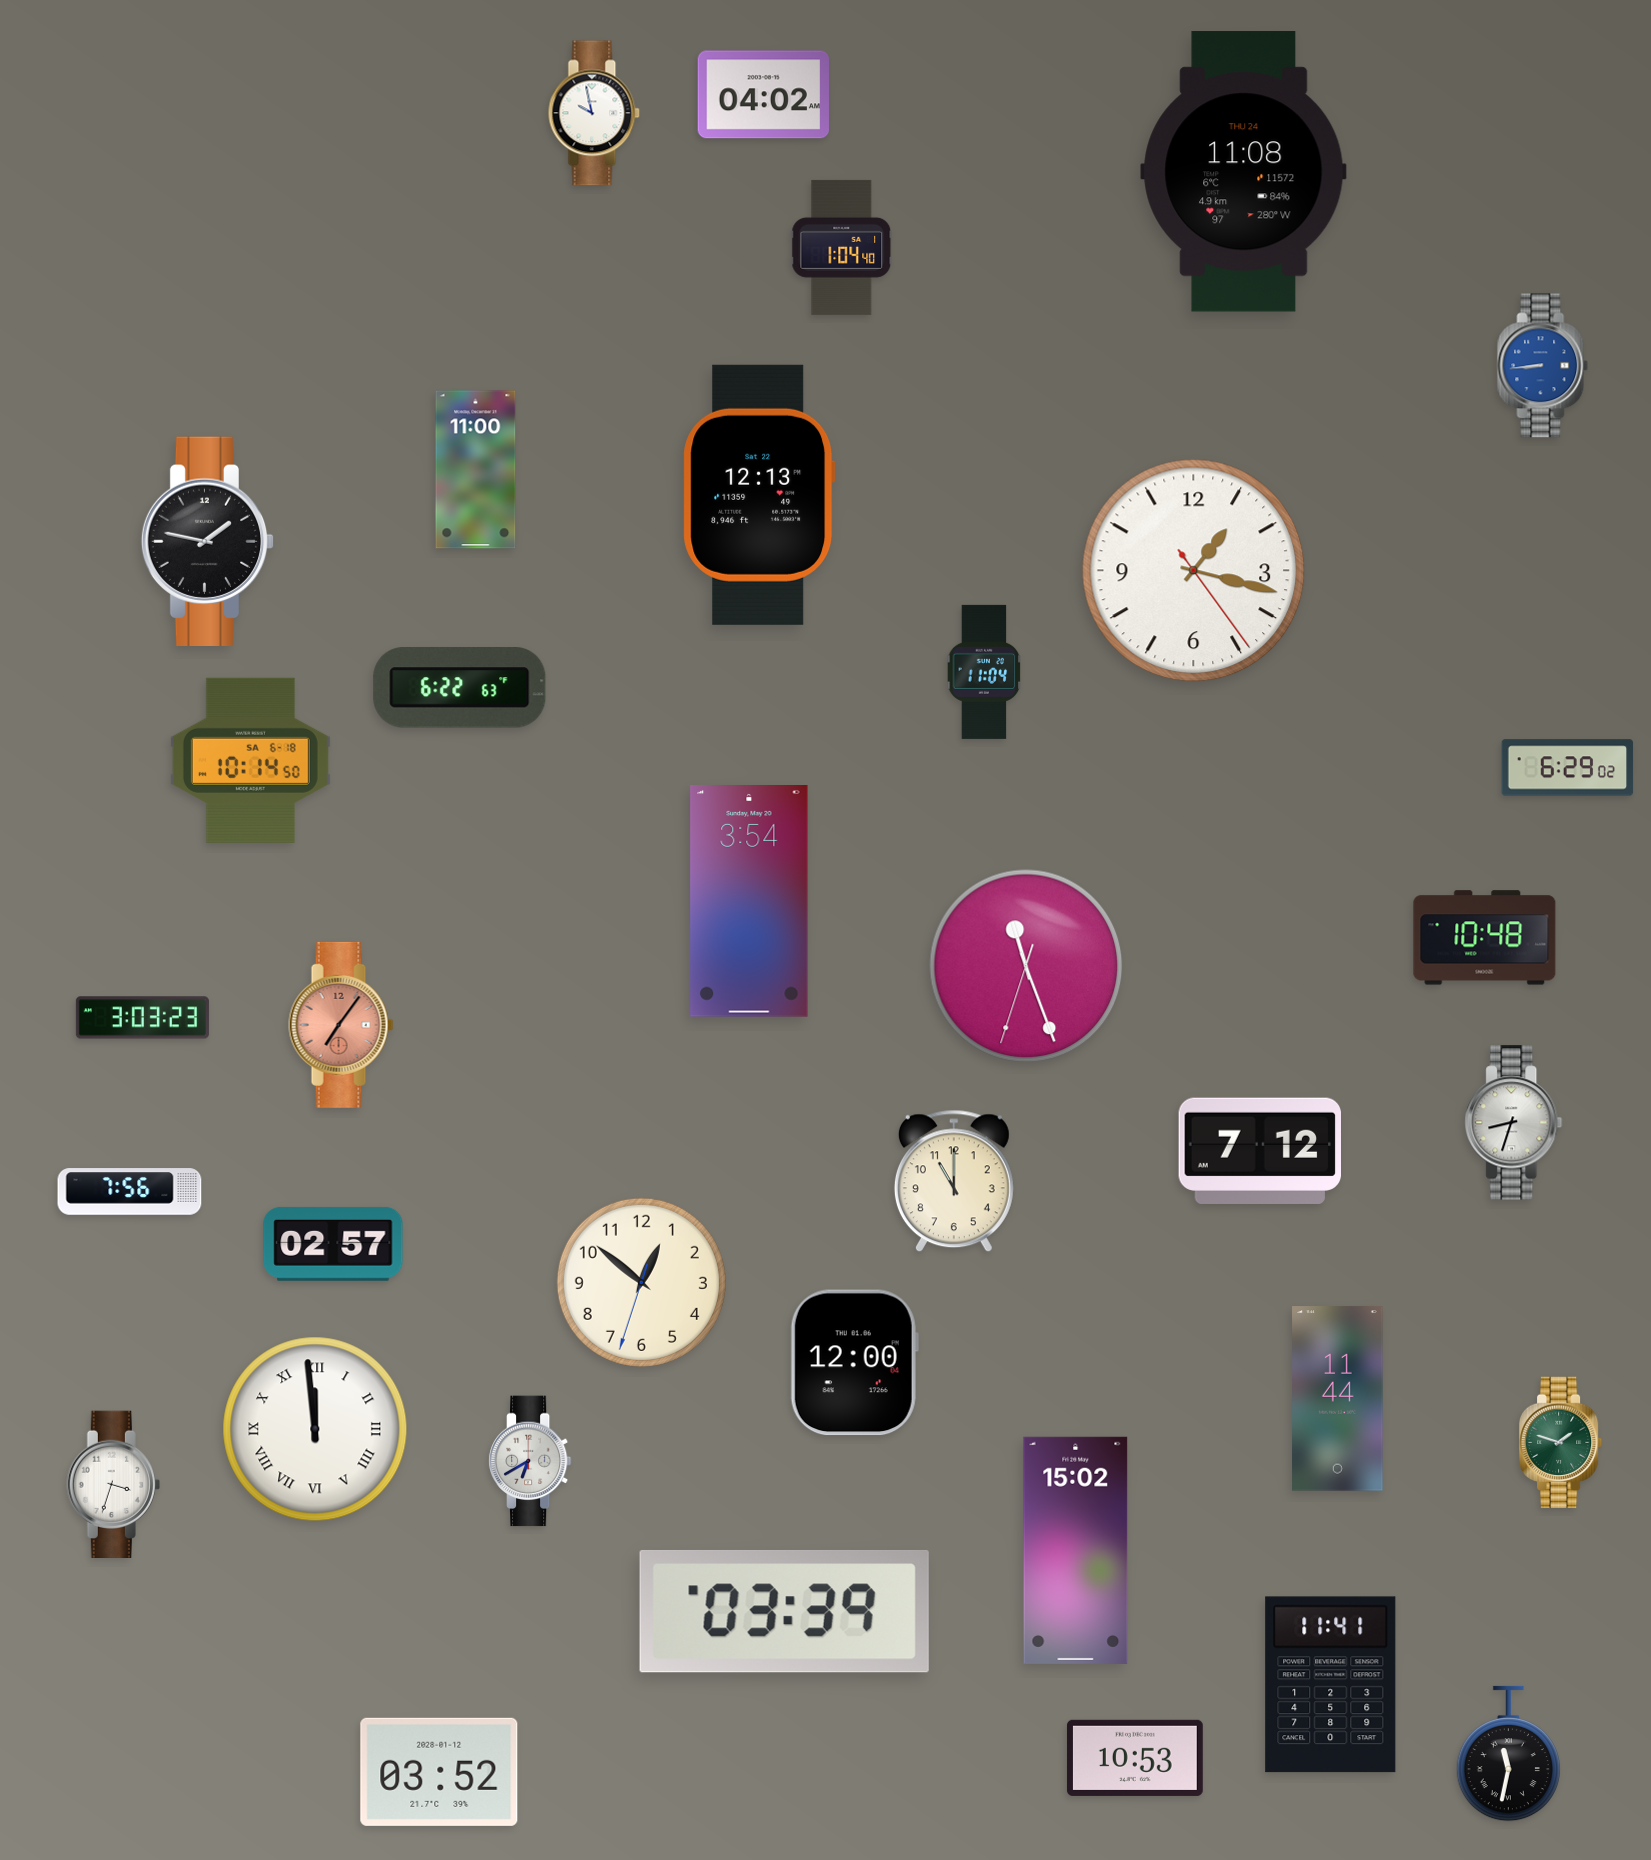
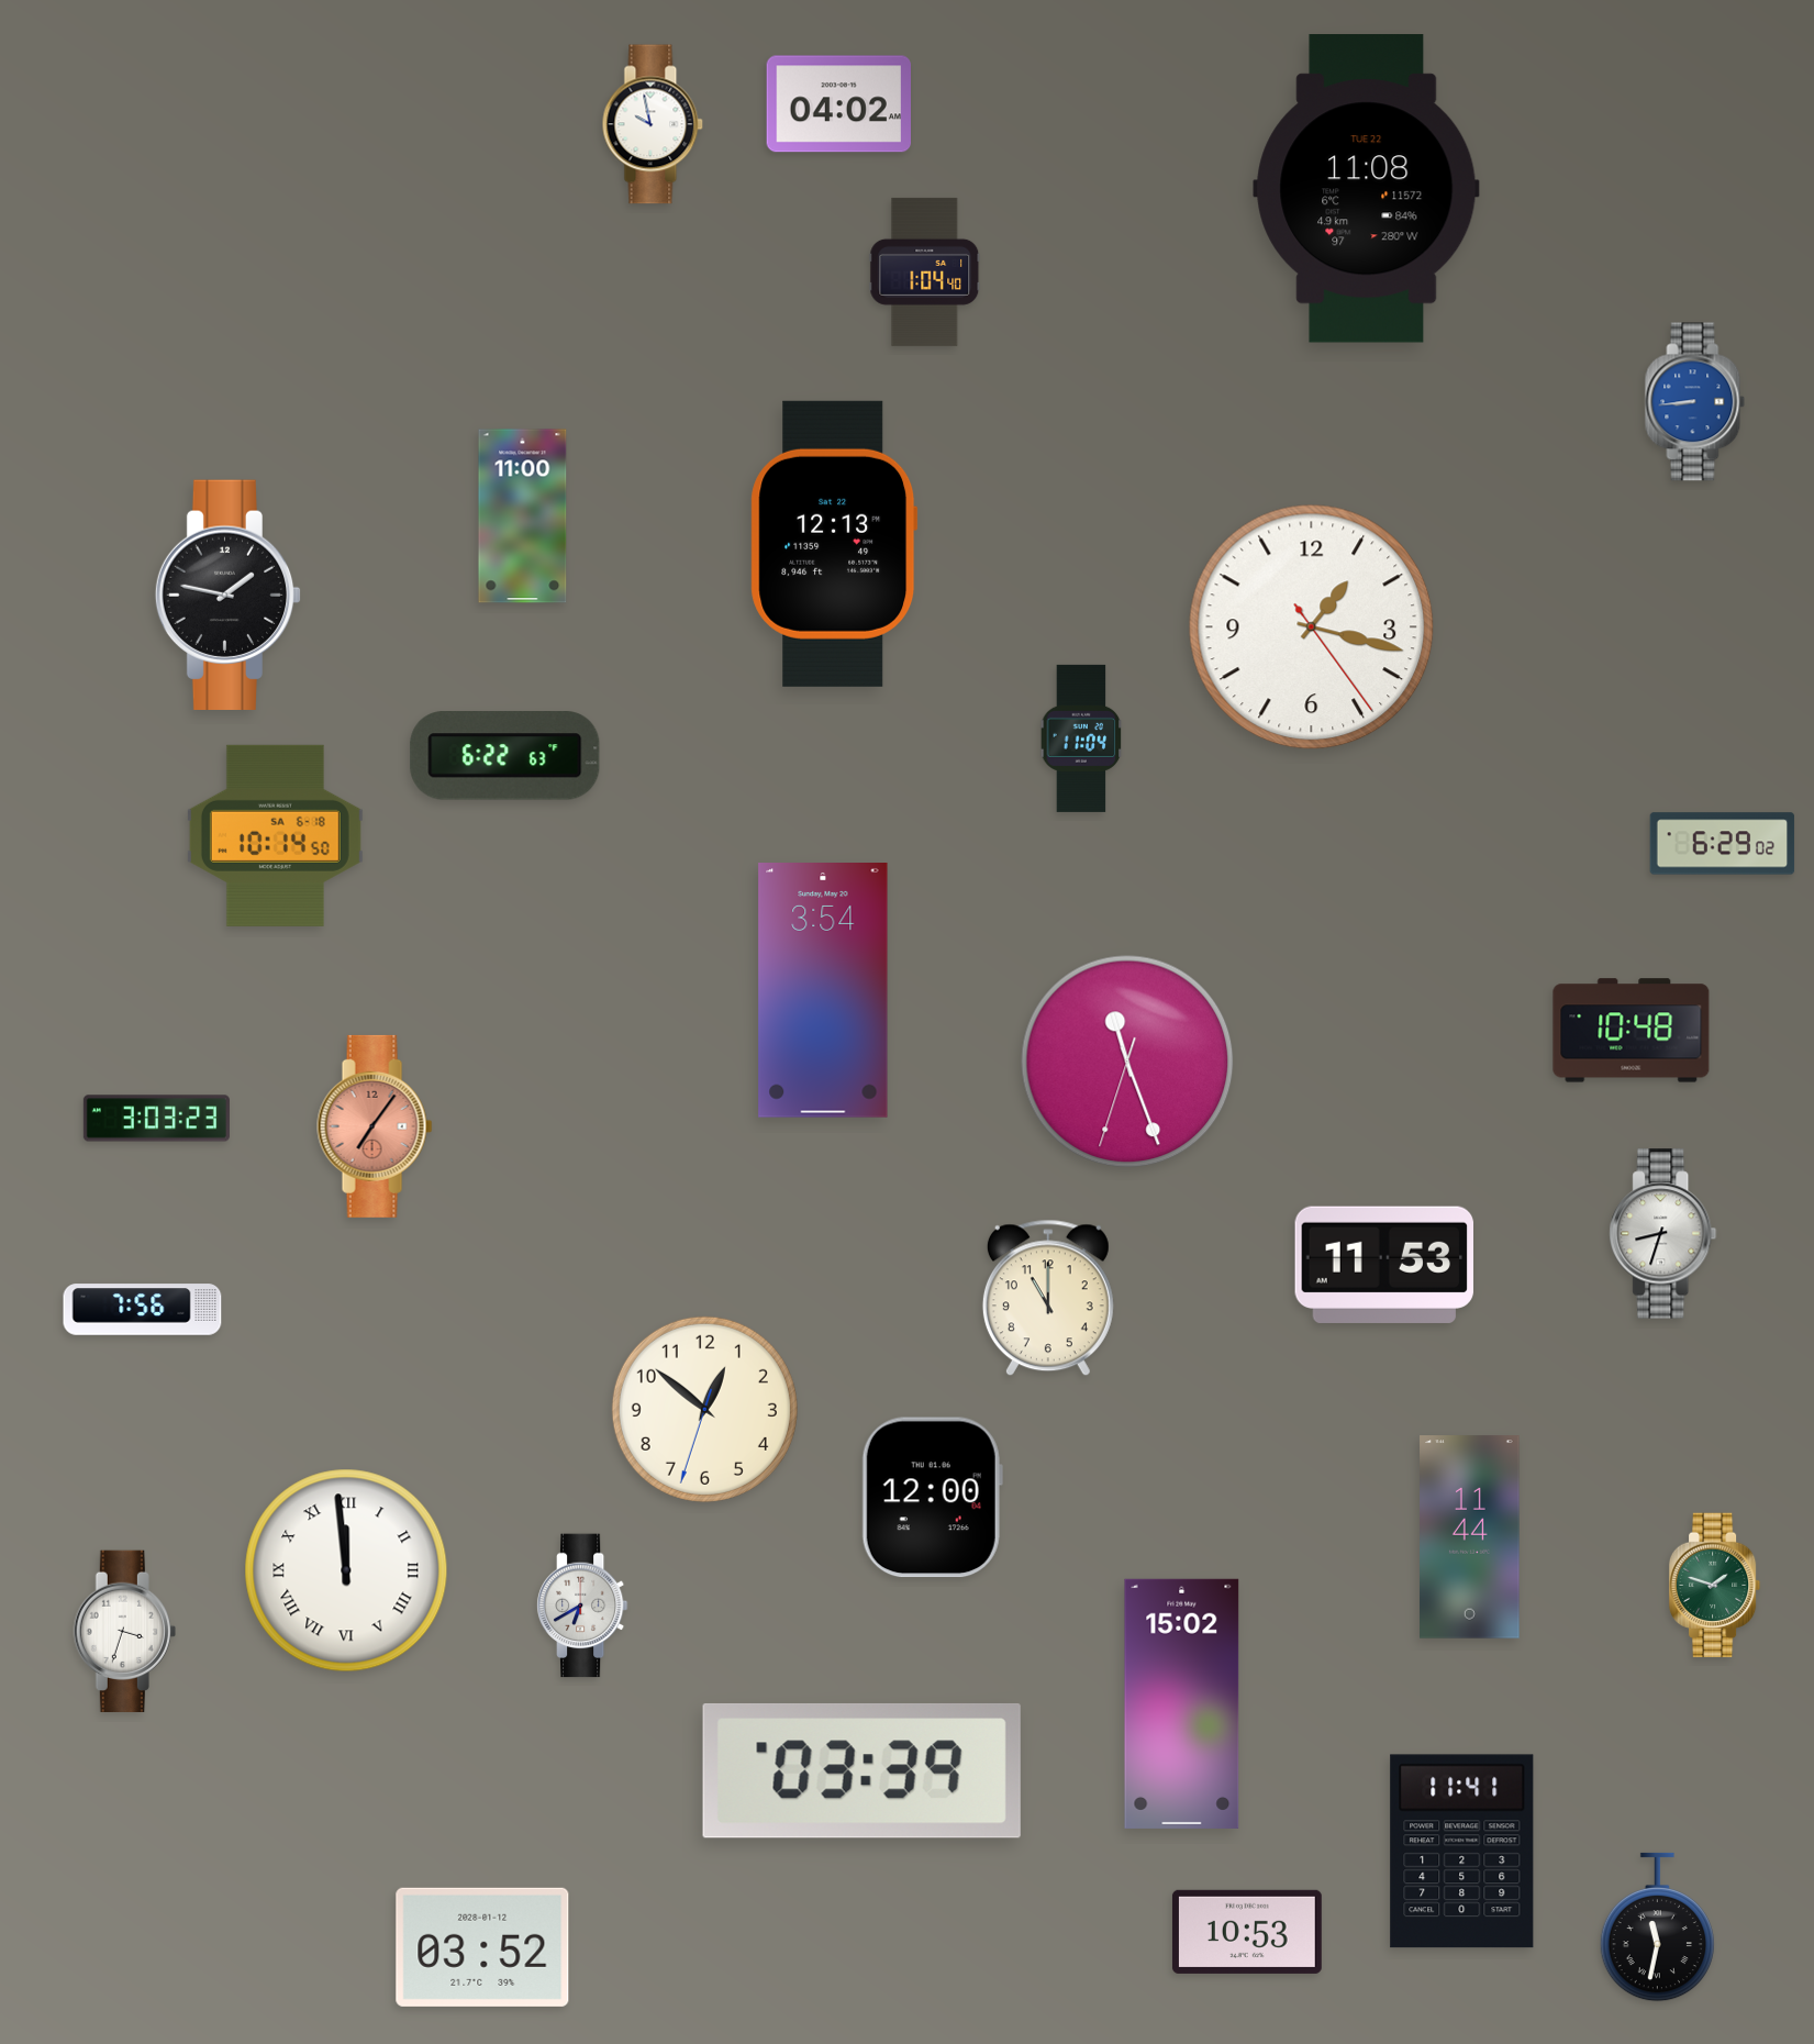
clock at (1244, 172) date: THU 24 -> TUE 22
clock at (1259, 1151): 7:12 -> 11:53
clock at (333, 1244): 02:57 -> none
clock at (854, 1363) position: (854, 1363) -> (932, 1498)
